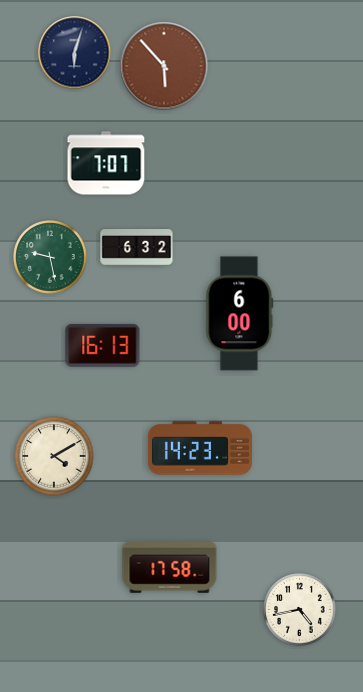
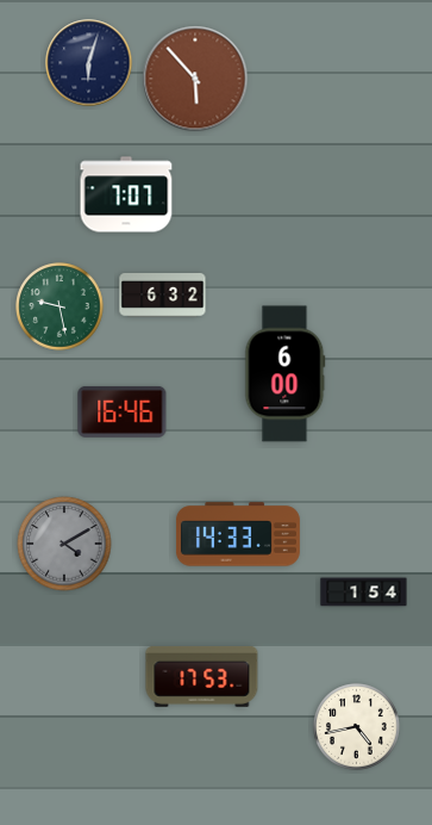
clock at (103, 345): 16:13 -> 16:46
clock at (200, 448): 14:23 -> 14:33
clock at (54, 456) dial: cream -> grey
clock at (364, 593): none -> 1:54
clock at (170, 567): 17:58 -> 17:53
